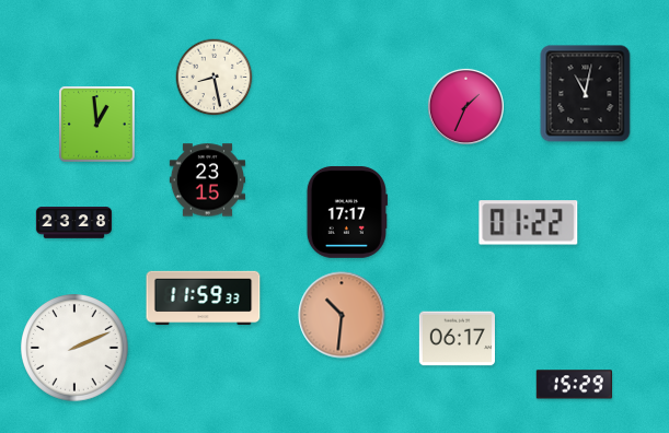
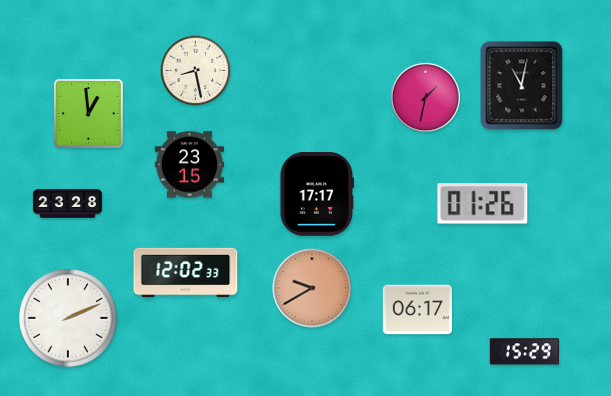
clock at (586, 94) position: (586, 94) -> (522, 86)
clock at (465, 106): 1:34 -> 1:32
clock at (529, 223): 01:22 -> 01:26
clock at (204, 299): 11:59 -> 12:02
clock at (342, 315): 10:31 -> 9:40
